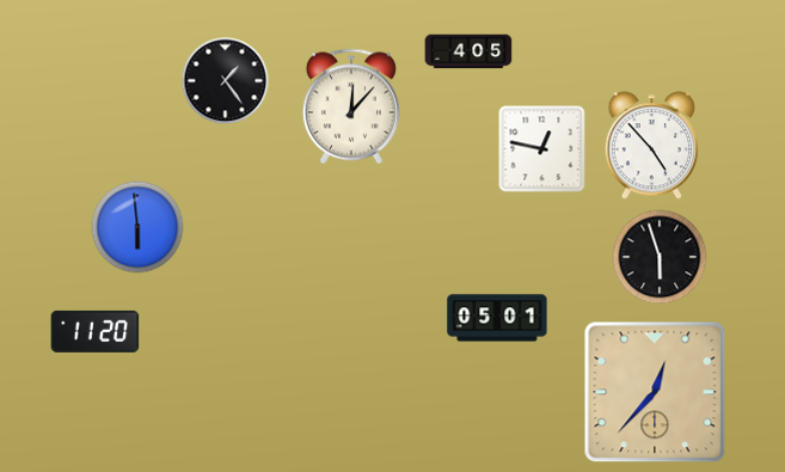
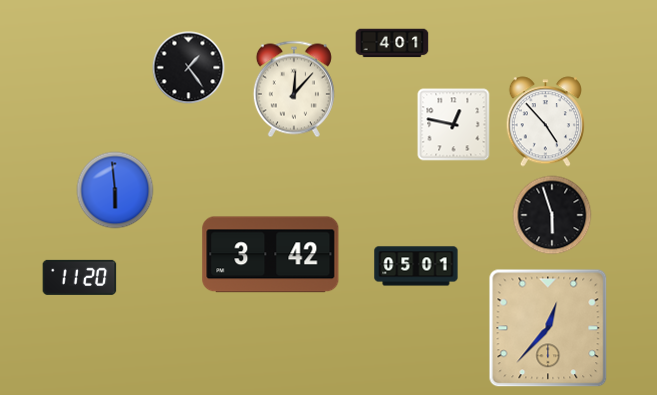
clock at (468, 51): 4:05 -> 4:01
clock at (271, 255): none -> 3:42
